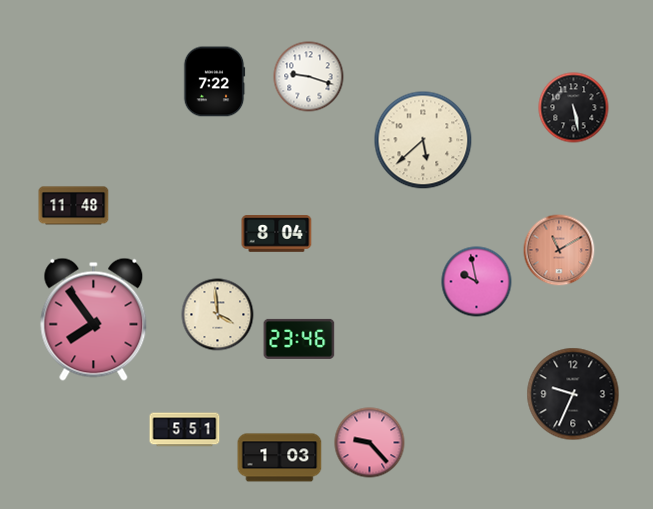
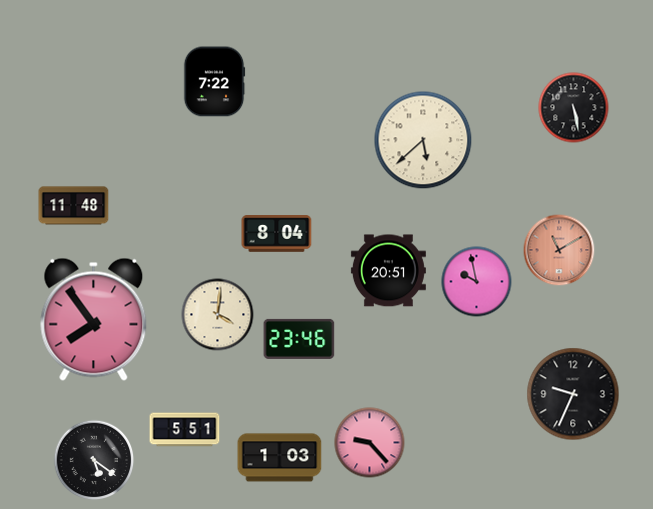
clock at (309, 77): 9:18 -> none
clock at (388, 271): none -> 20:51
clock at (218, 315): 3:59 -> 4:01
clock at (94, 460): none -> 5:21
